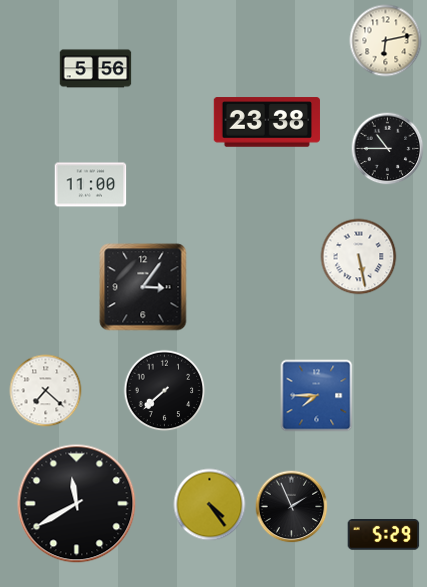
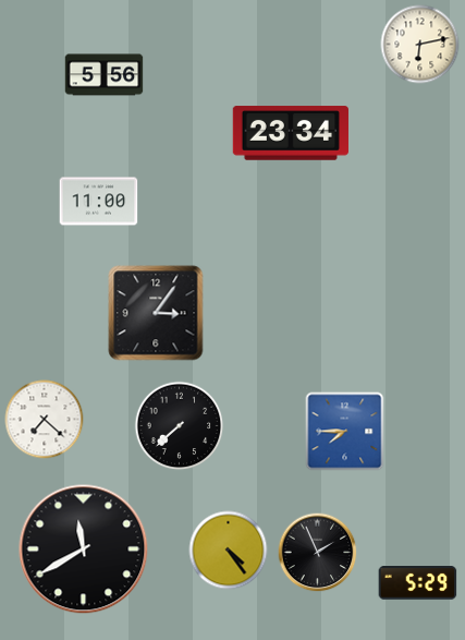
clock at (267, 122): 23:38 -> 23:34
clock at (388, 149): 10:45 -> none
clock at (359, 257): 5:28 -> none
clock at (46, 391) position: (46, 391) -> (45, 420)
